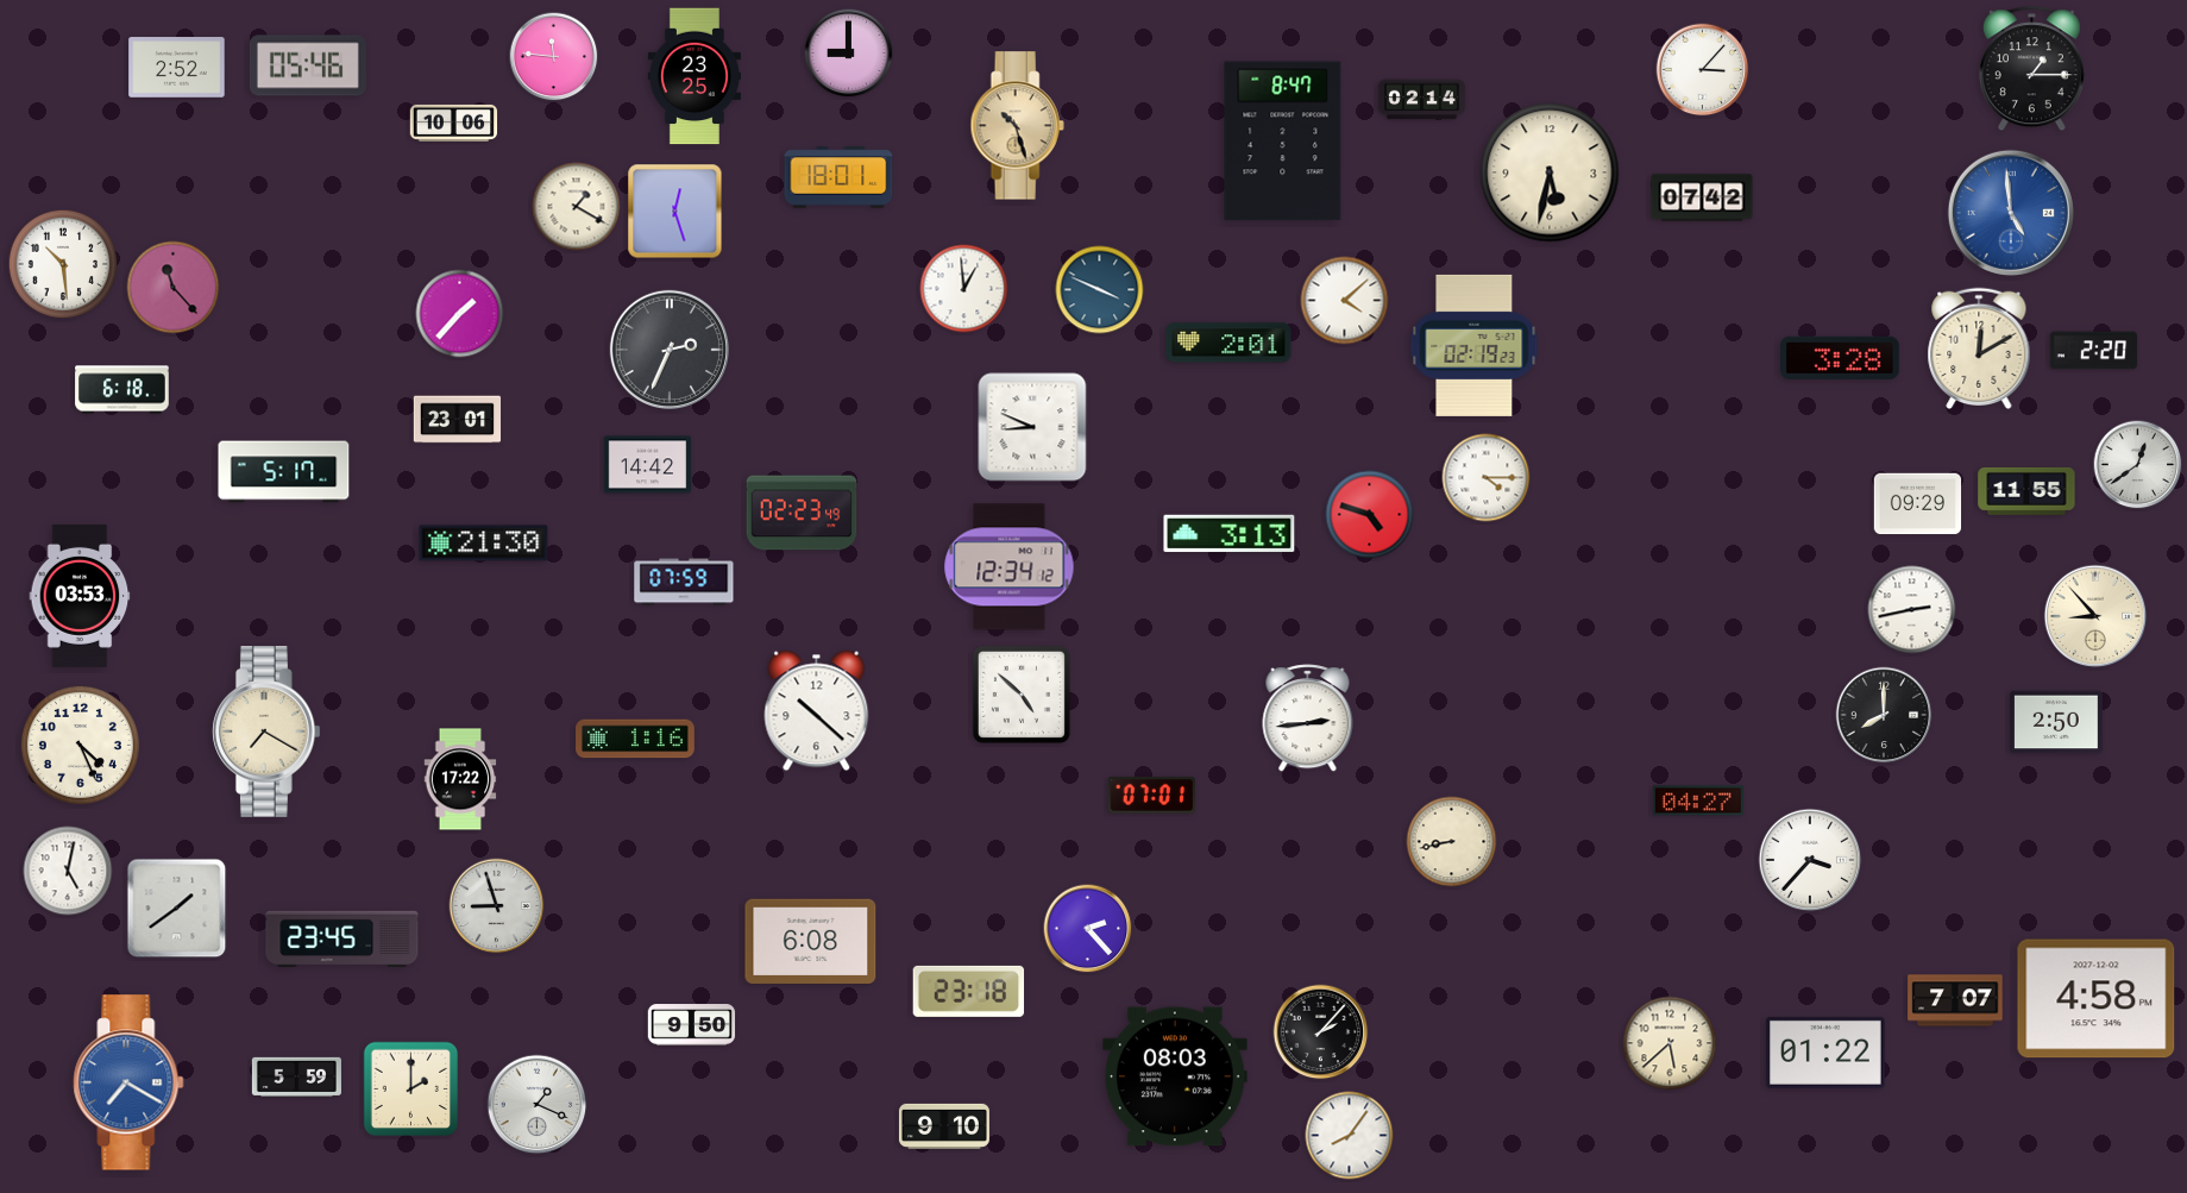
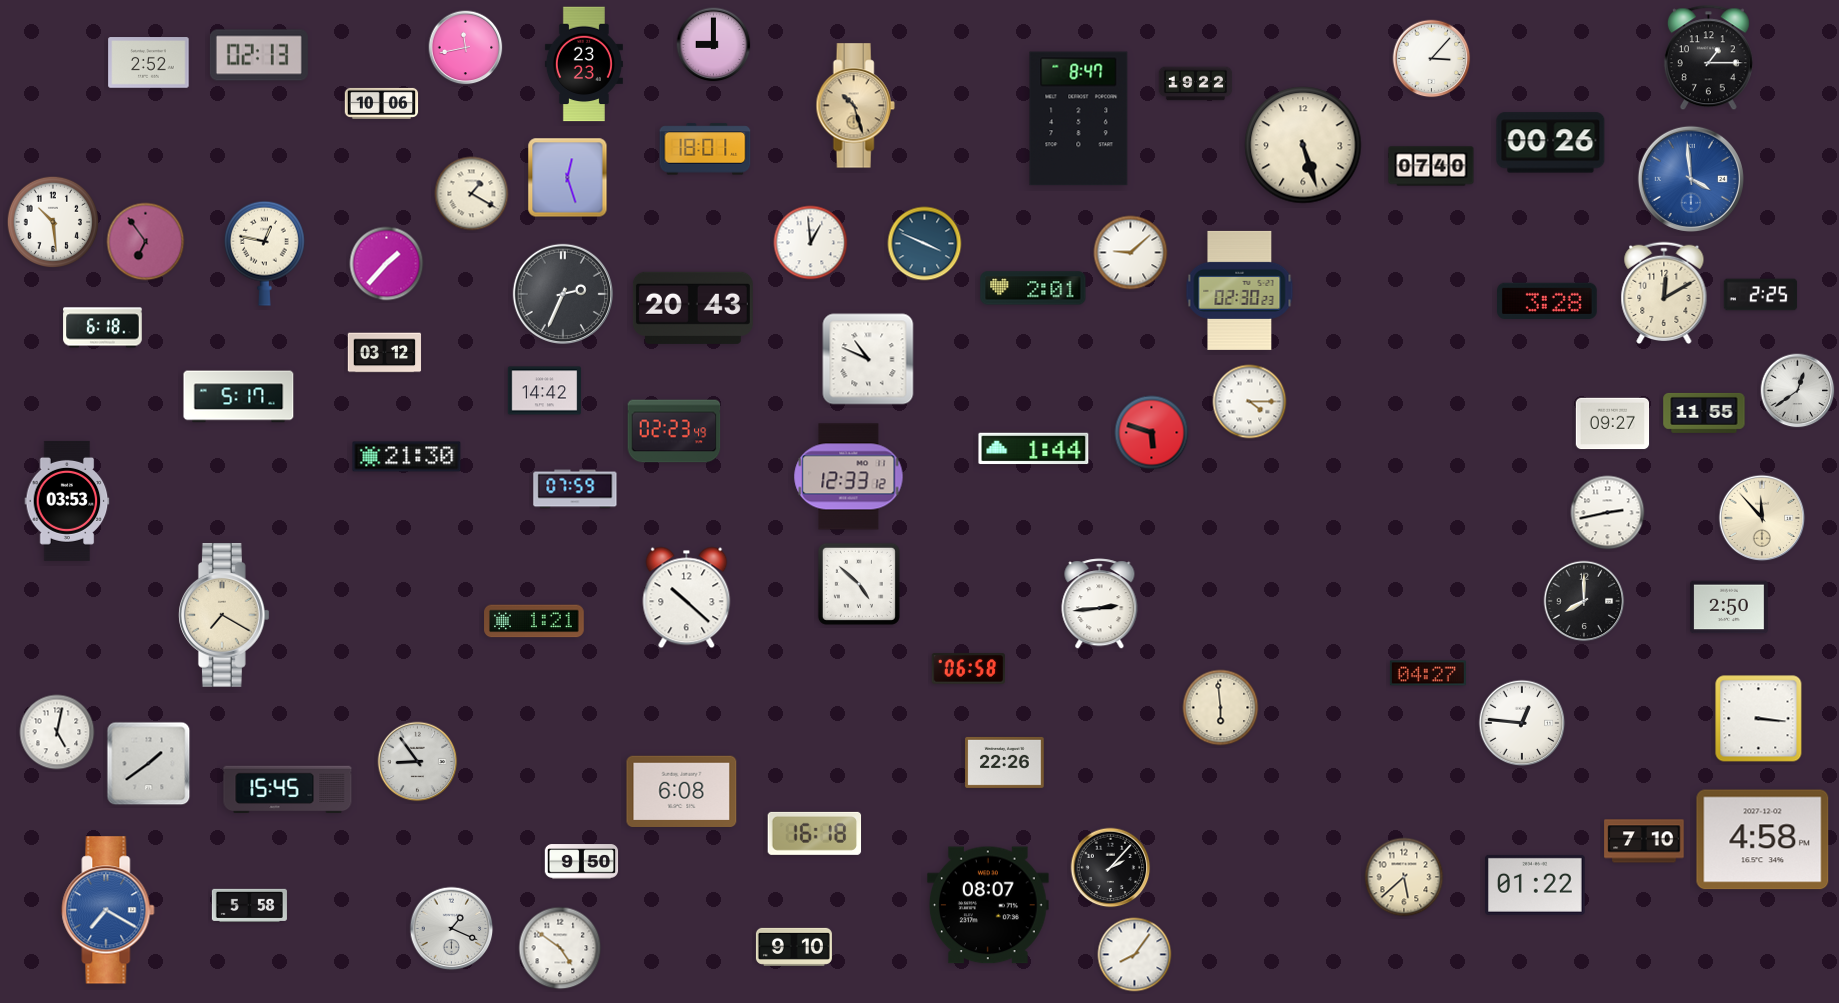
clock at (554, 57): 11:46 -> 11:43
clock at (308, 65): 05:46 -> 02:13
clock at (177, 68) position: (177, 68) -> (149, 63)
clock at (695, 76): 23:25 -> 23:23
clock at (1422, 100): 02:14 -> 19:22
clock at (1551, 143): none -> 00:26
clock at (1550, 172): 5:32 -> 5:27
clock at (1702, 197): 07:42 -> 07:40
clock at (577, 207) position: (577, 207) -> (472, 194)
clock at (2011, 213): 4:59 -> 3:59
clock at (174, 288): 11:23 -> 6:54
clock at (264, 253): none -> 12:47
clock at (1345, 301): 4:08 -> 9:08
clock at (1475, 345): 02:19 -> 02:30
clock at (2094, 351): 2:20 -> 2:25
clock at (693, 308): none -> 20:43
clock at (458, 420): 23:01 -> 03:12
clock at (1032, 427): 8:49 -> 10:49
clock at (1918, 504): 09:29 -> 09:27
clock at (1370, 515): 4:48 -> 5:48
clock at (1230, 534): 3:13 -> 1:44
clock at (1010, 567): 12:34 -> 12:33
clock at (2095, 616): 8:53 -> 11:53
clock at (635, 739): 1:16 -> 1:21
clock at (80, 745): 4:26 -> none
clock at (460, 779): 17:22 -> none
clock at (1151, 796): 07:01 -> 06:58
clock at (1452, 842): 8:43 -> 5:59
clock at (1759, 719): none -> 3:16
clock at (1810, 860): 3:37 -> 12:46
clock at (497, 906): 8:57 -> 8:54
clock at (1005, 762): none -> 22:26
clock at (1088, 929): 2:23 -> none
clock at (342, 940): 23:45 -> 15:45
clock at (969, 991): 23:18 -> 16:18
clock at (1955, 1000): 7:07 -> 7:10
clock at (296, 1076): 5:59 -> 5:58
clock at (1175, 1076): 08:03 -> 08:07
clock at (411, 1090): 2:00 -> none
clock at (560, 948): none -> 4:51
